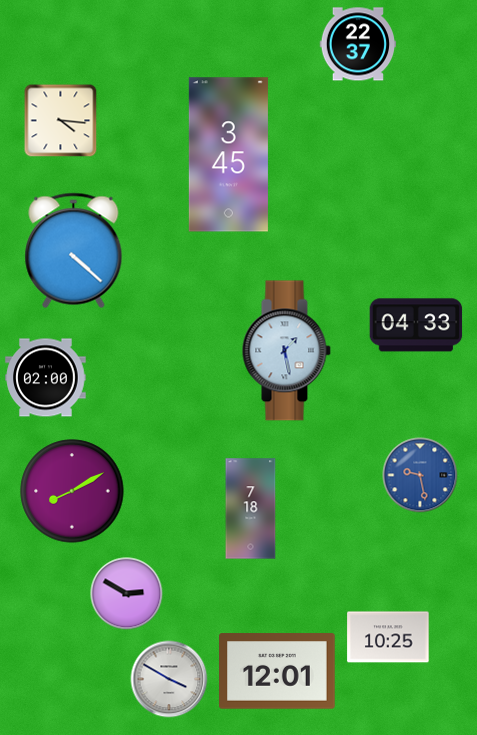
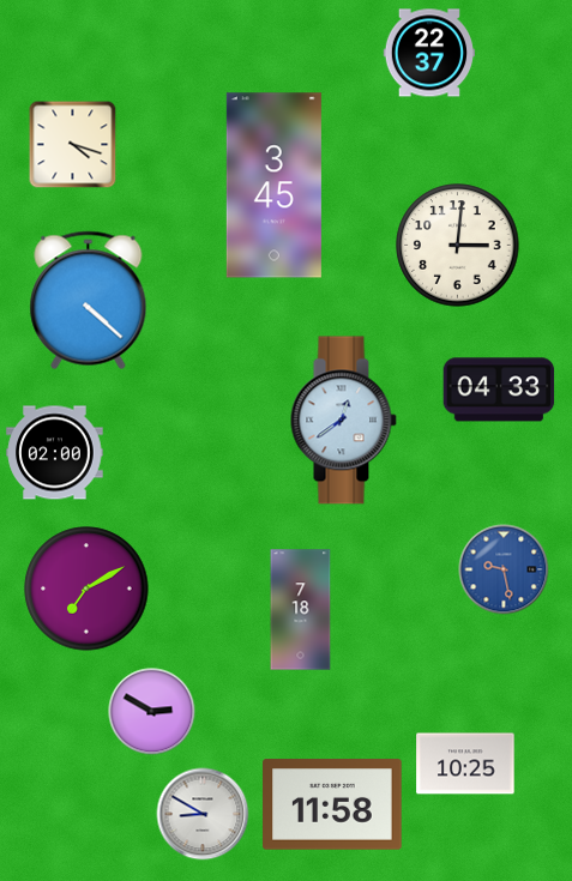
clock at (61, 121): 4:16 -> 4:18
clock at (458, 246): none -> 3:01
clock at (286, 351): 1:28 -> 12:39
clock at (72, 491): 8:10 -> 7:10
clock at (277, 671): 12:01 -> 11:58
clock at (169, 679): 3:50 -> 8:50
